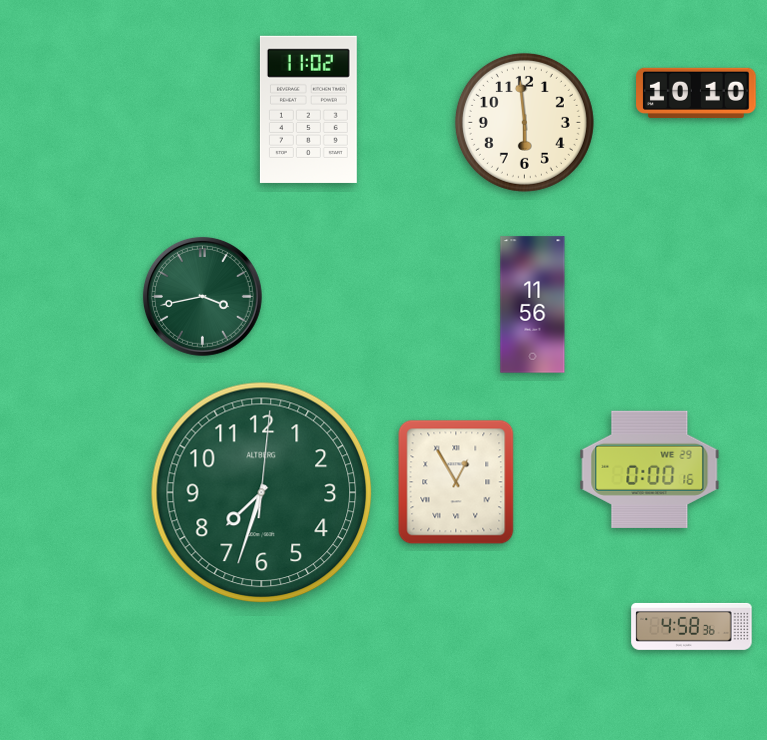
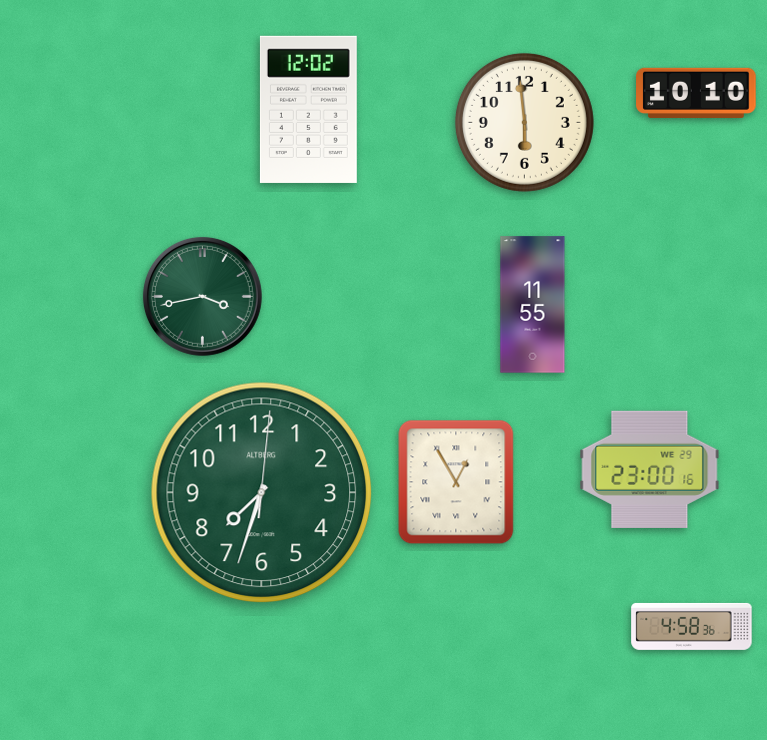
clock at (308, 109): 11:02 -> 12:02
clock at (533, 305): 11:56 -> 11:55
clock at (650, 469): 0:00 -> 23:00
